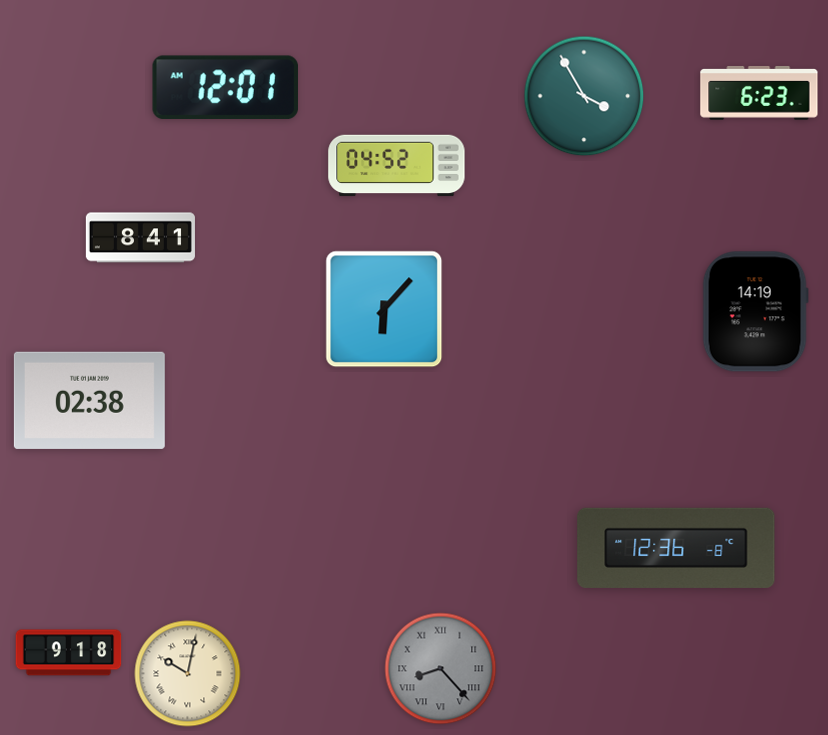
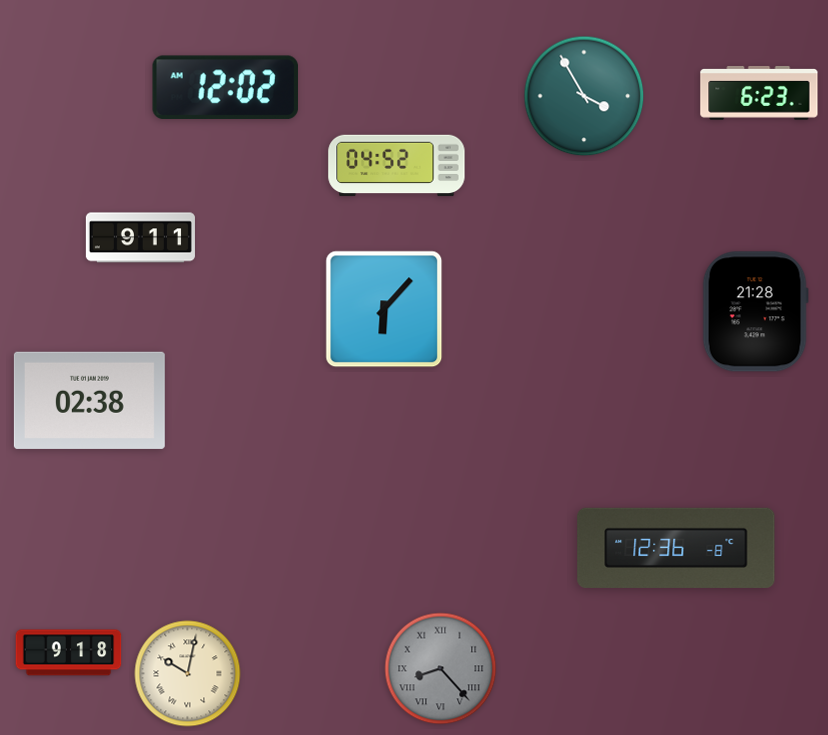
clock at (225, 87): 12:01 -> 12:02
clock at (140, 238): 8:41 -> 9:11
clock at (755, 312): 14:19 -> 21:28
